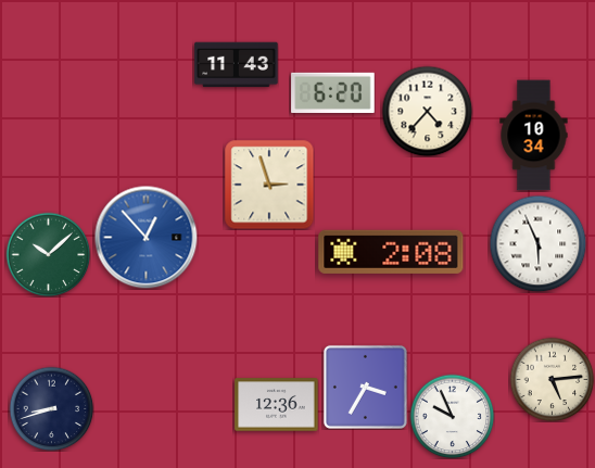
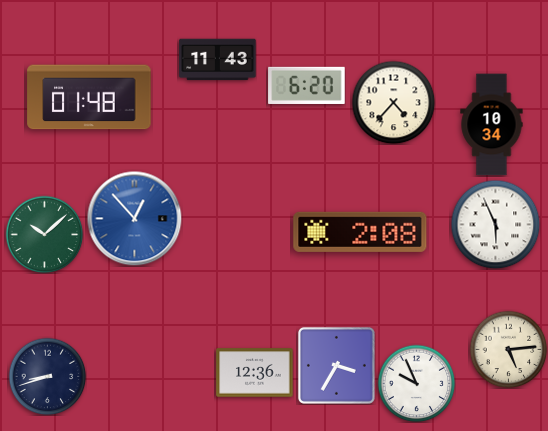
clock at (89, 97): none -> 01:48
clock at (269, 185): 2:57 -> none
clock at (365, 387) position: (365, 387) -> (336, 365)
